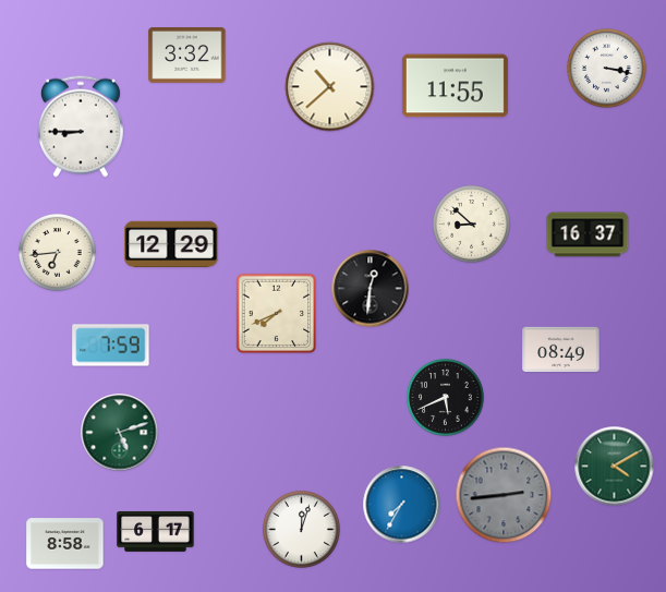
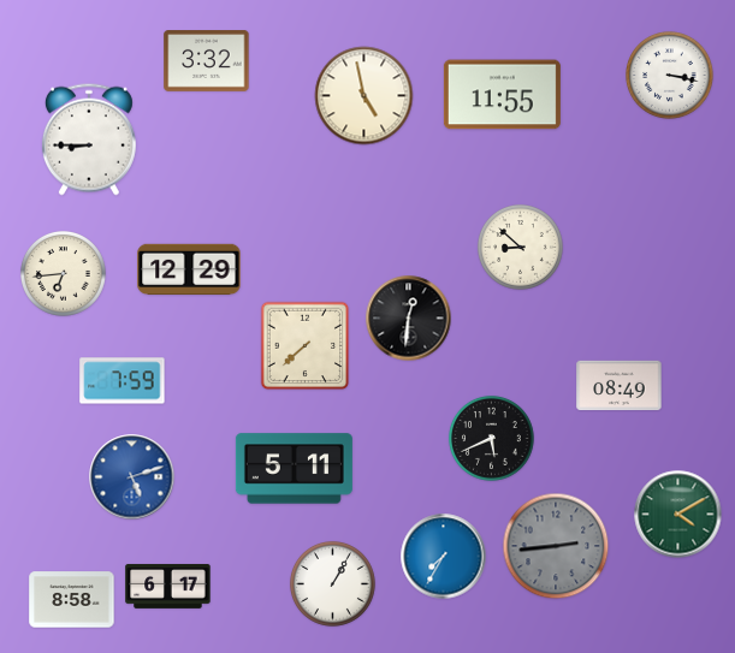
clock at (330, 87): 10:38 -> 4:58
clock at (588, 234): 16:37 -> none
clock at (57, 252) position: (57, 252) -> (63, 273)
clock at (277, 314): 7:41 -> 7:38
clock at (294, 469): none -> 5:11
clock at (120, 433) dial: green -> blue
clock at (301, 529): 12:03 -> 1:05
clock at (156, 531) position: (156, 531) -> (168, 586)
